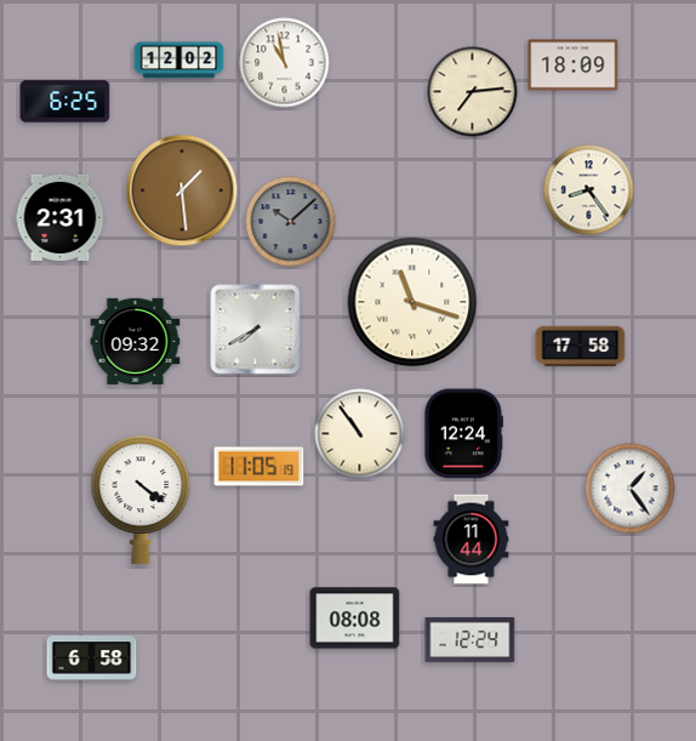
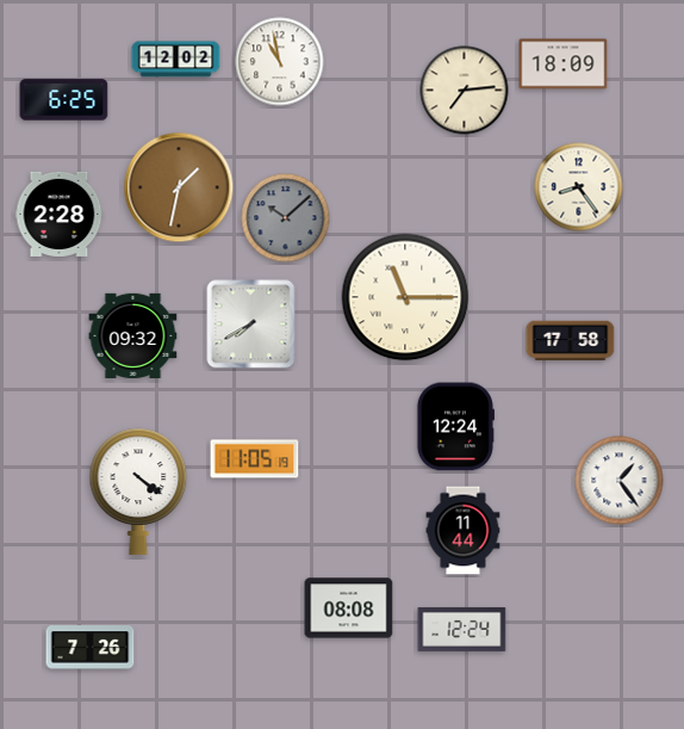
clock at (182, 190): 1:29 -> 1:32
clock at (61, 217): 2:31 -> 2:28
clock at (412, 302): 11:18 -> 11:15
clock at (360, 434): 10:54 -> none
clock at (92, 659): 6:58 -> 7:26
